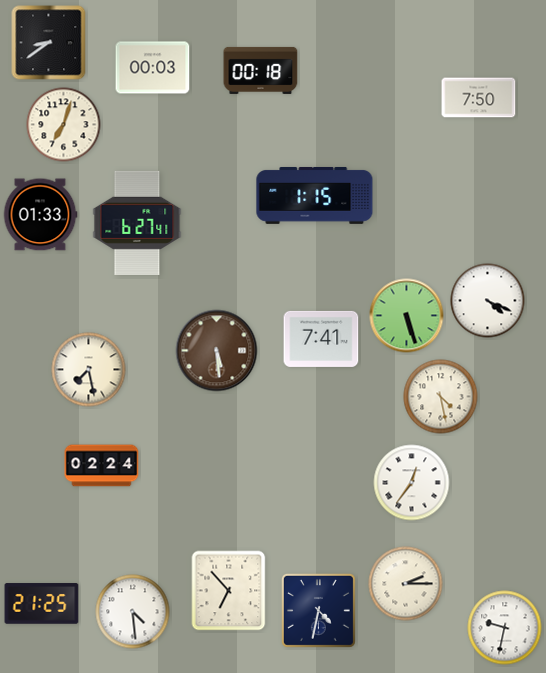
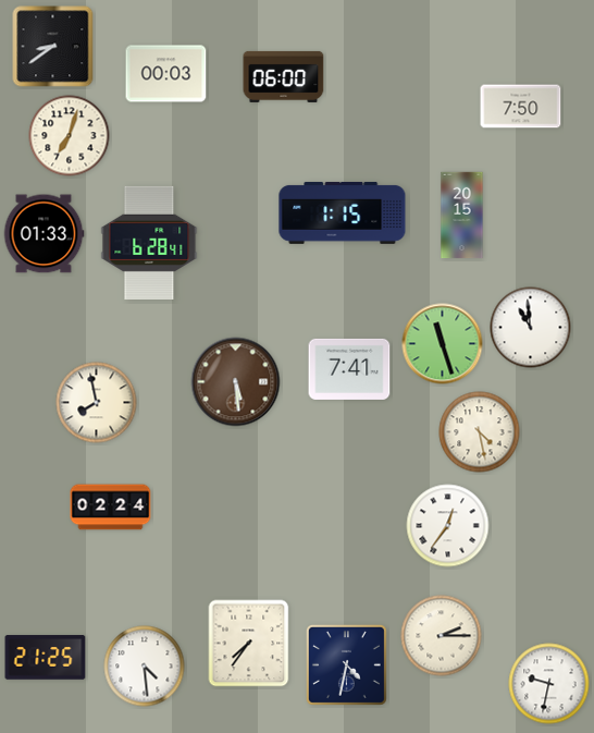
clock at (261, 70): 00:18 -> 06:00
clock at (462, 216): none -> 20:15
clock at (137, 223): 6:27 -> 6:28
clock at (488, 301): 4:19 -> 10:59
clock at (407, 316): 5:27 -> 11:27
clock at (89, 370): 7:28 -> 7:58
clock at (229, 591): 6:53 -> 7:36
